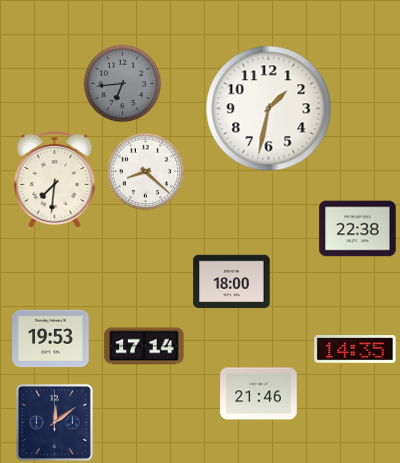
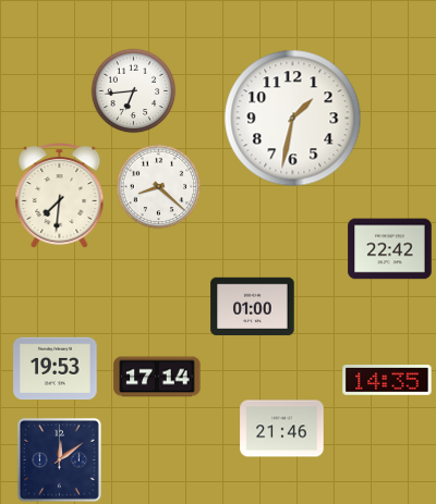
clock at (122, 83) dial: grey -> white
clock at (358, 229): 22:38 -> 22:42
clock at (232, 282): 18:00 -> 01:00
